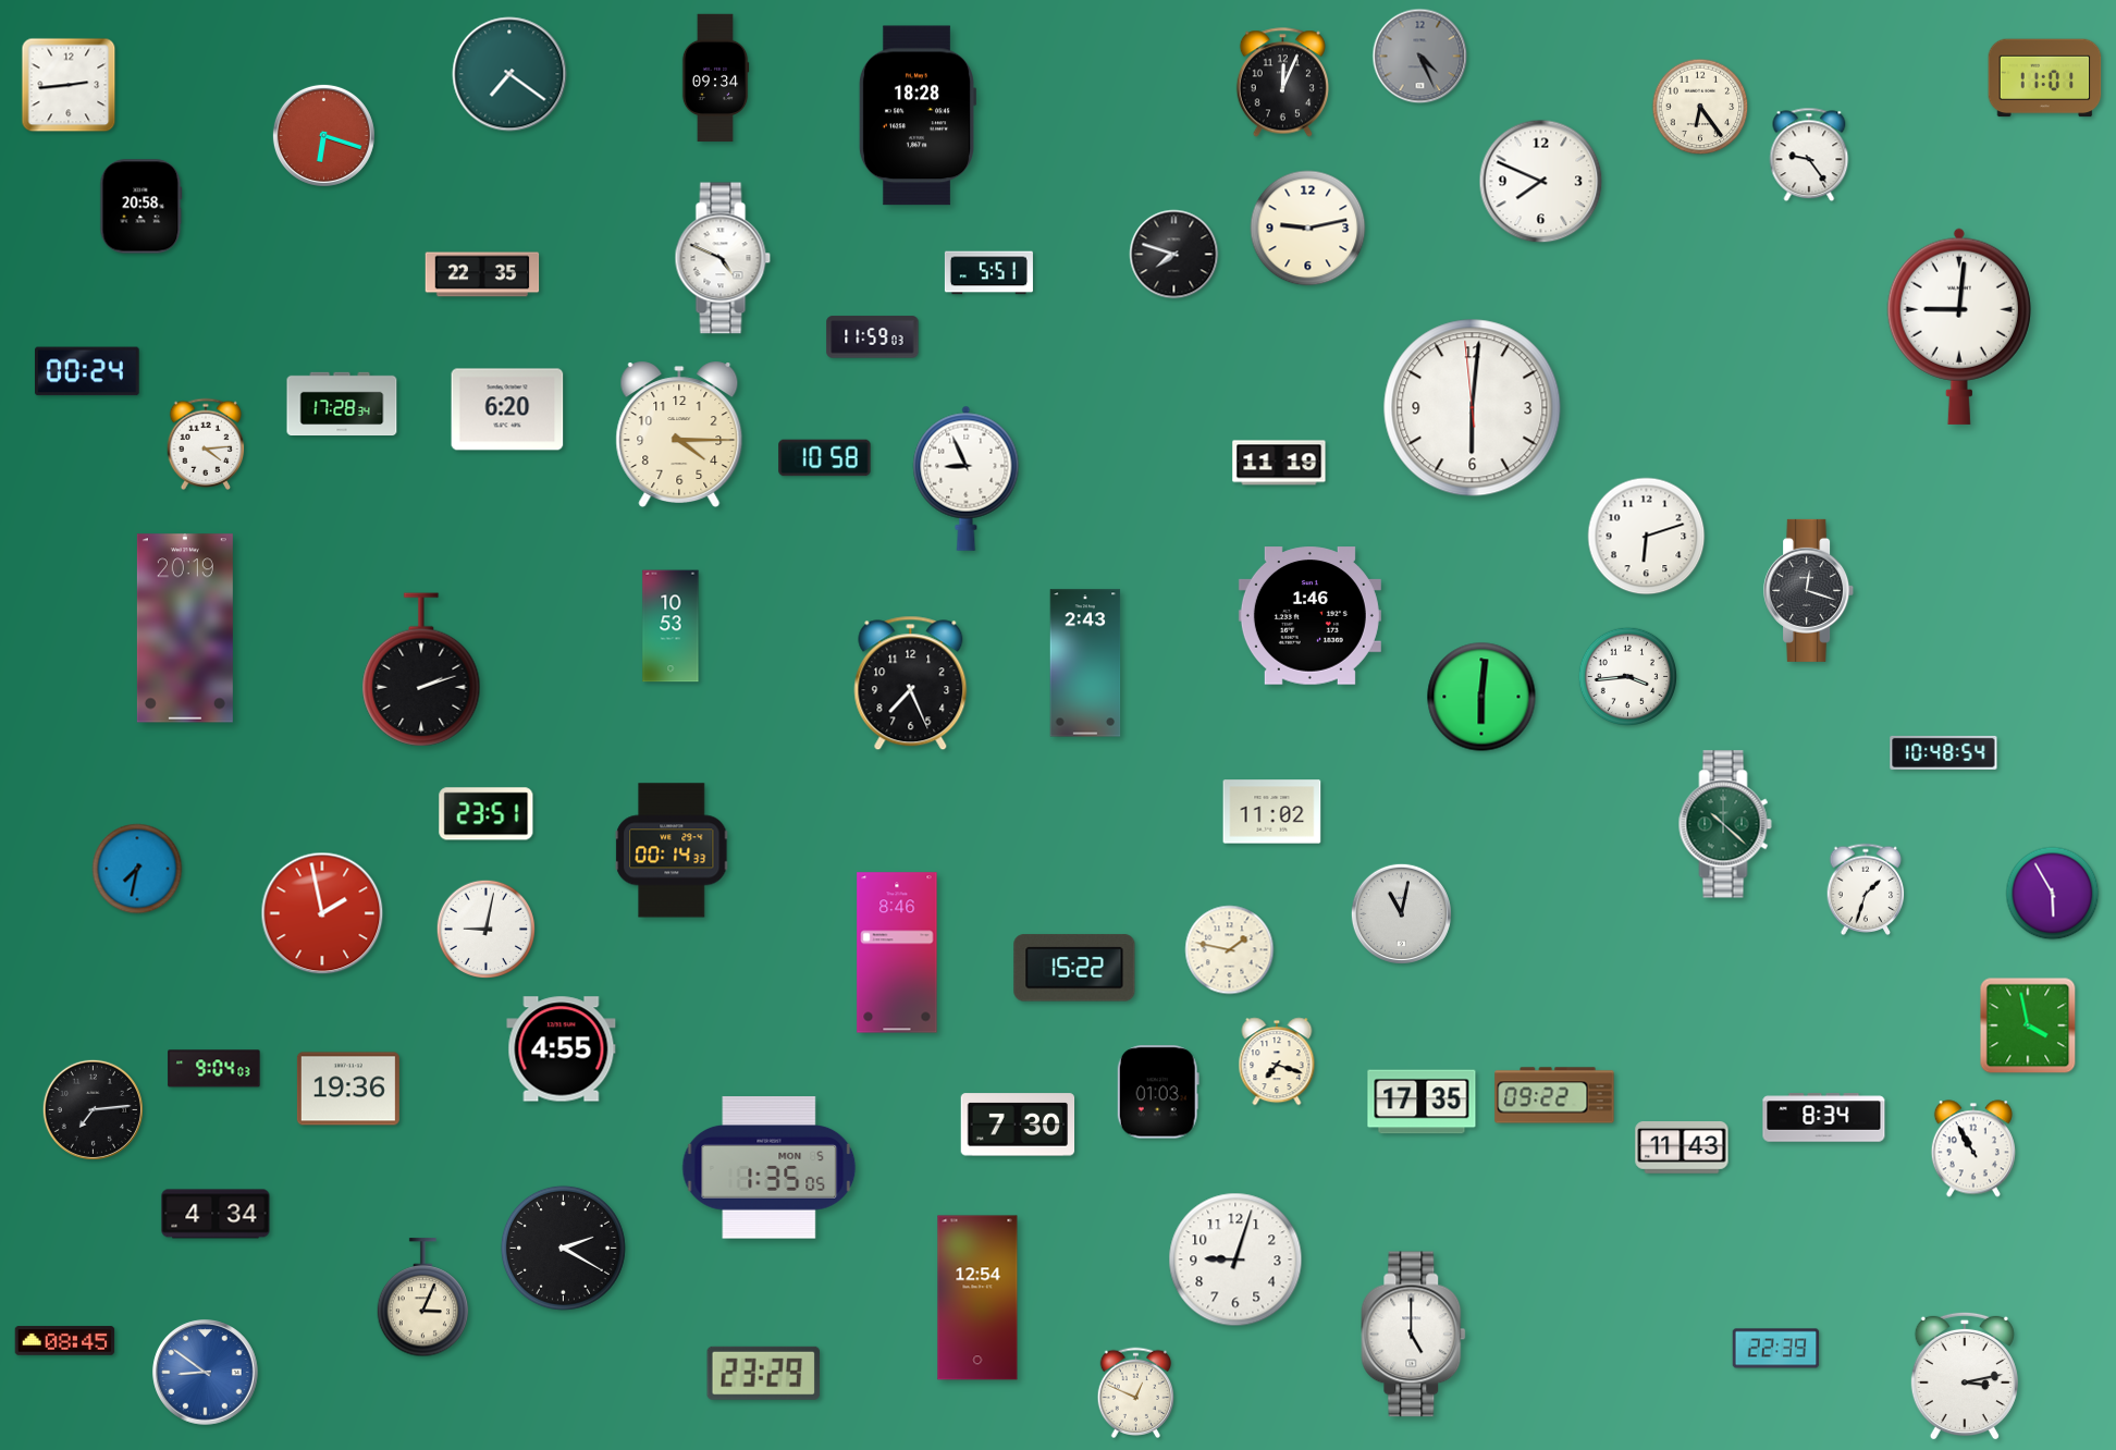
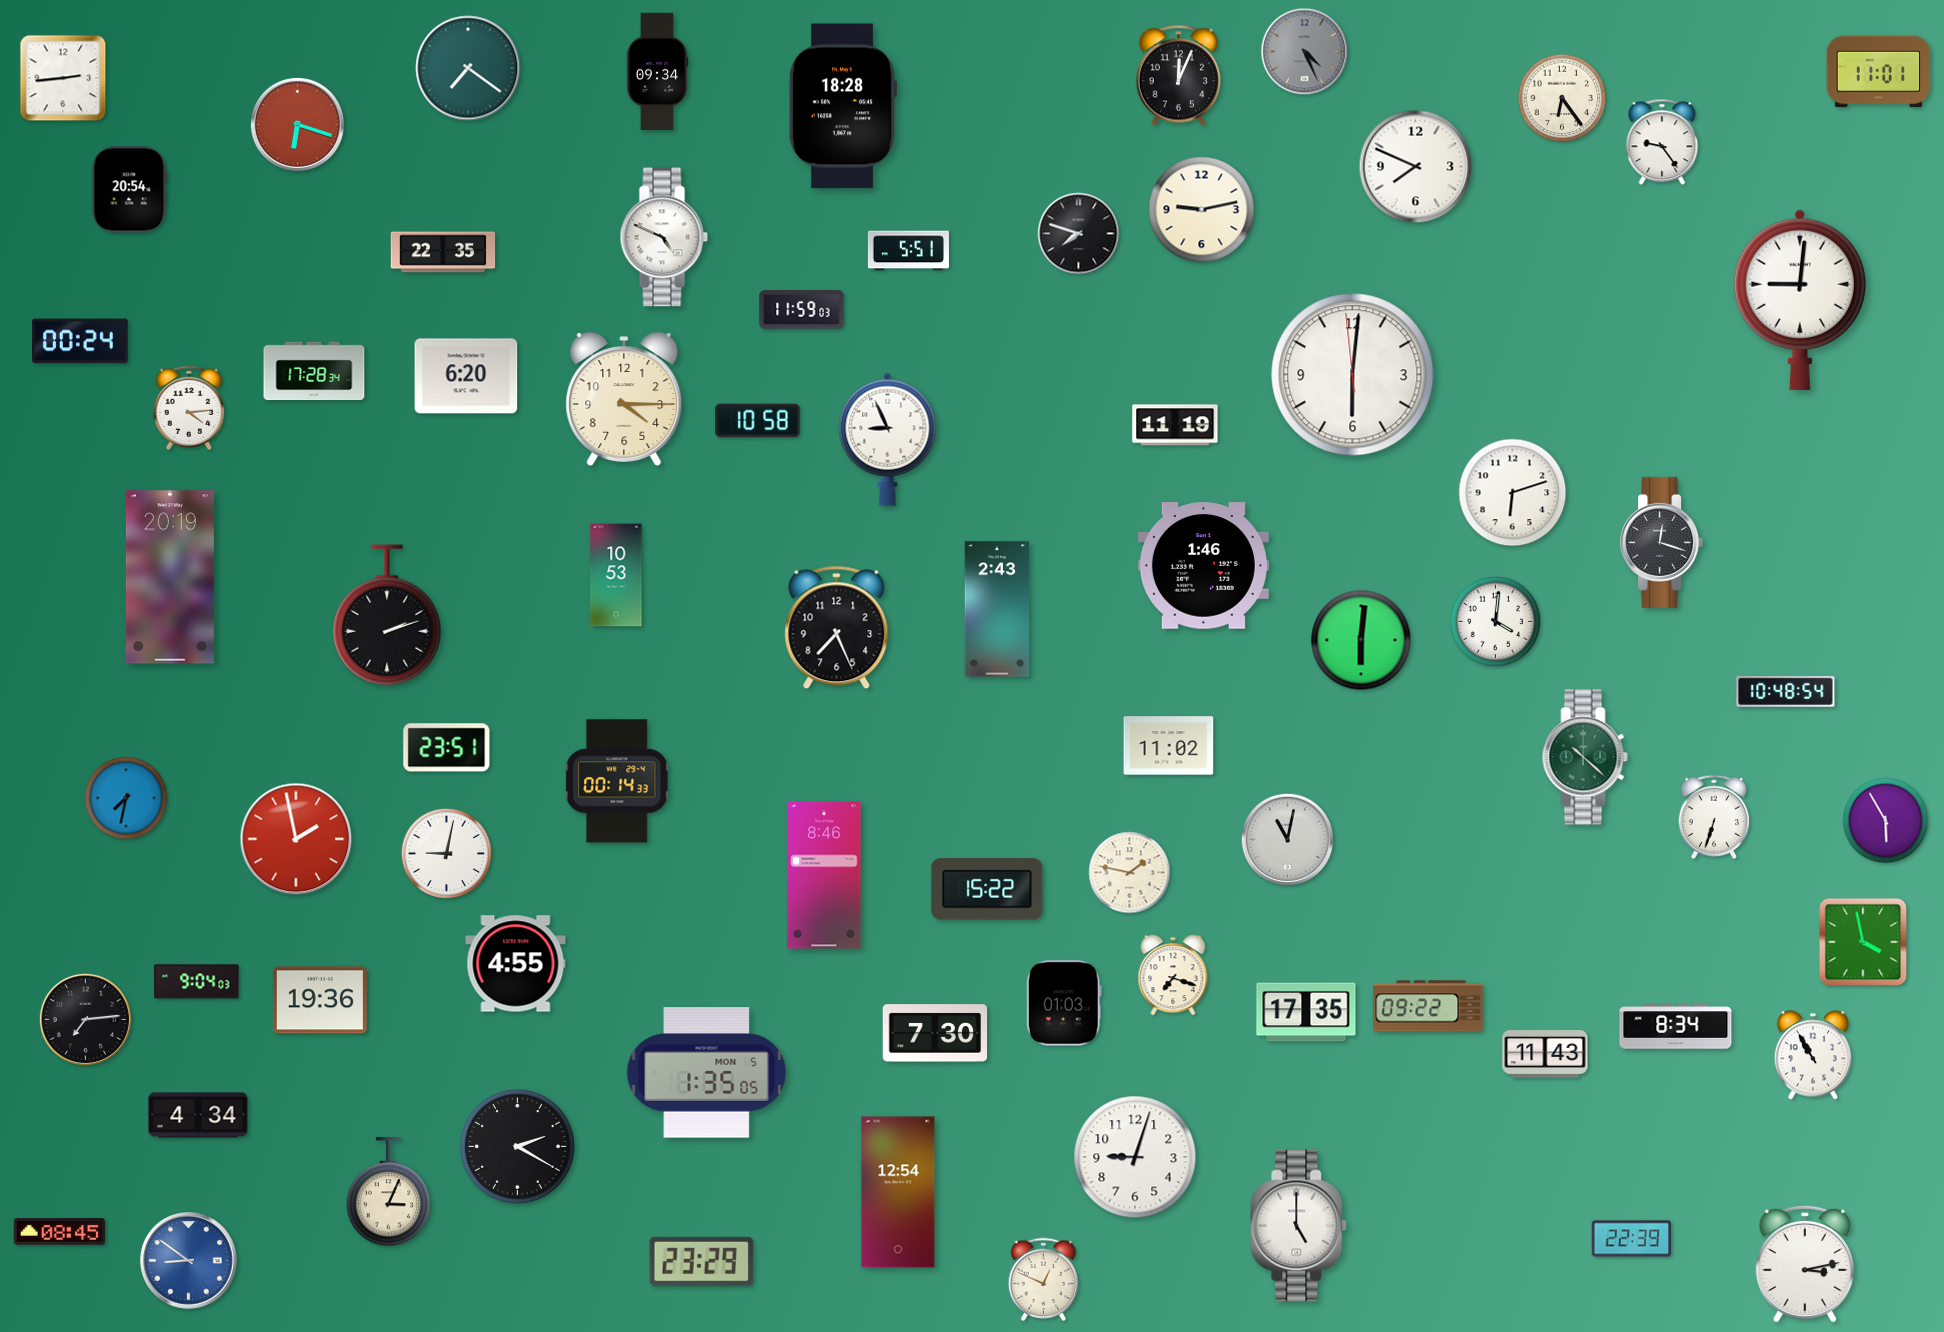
clock at (142, 207): 20:58 -> 20:54
clock at (1628, 677): 3:44 -> 4:01
clock at (1866, 889): 1:33 -> 6:33
